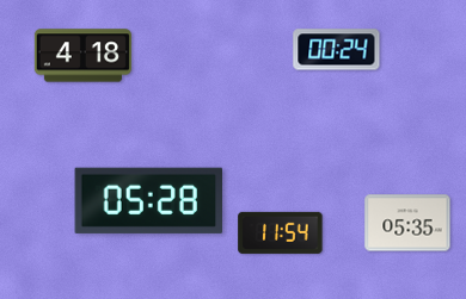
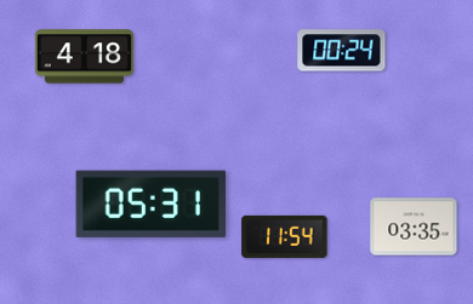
clock at (148, 200): 05:28 -> 05:31
clock at (407, 223): 05:35 -> 03:35
